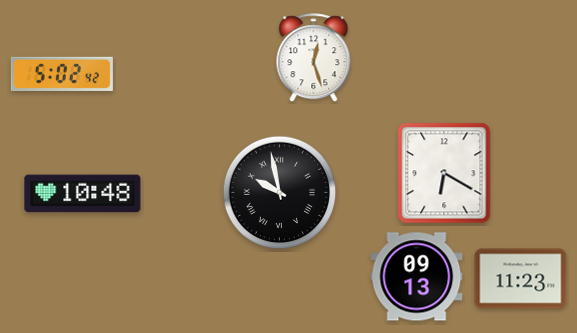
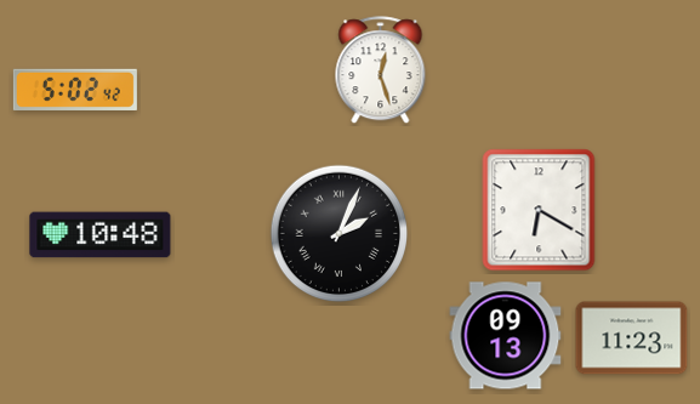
clock at (280, 193): 9:58 -> 2:04
